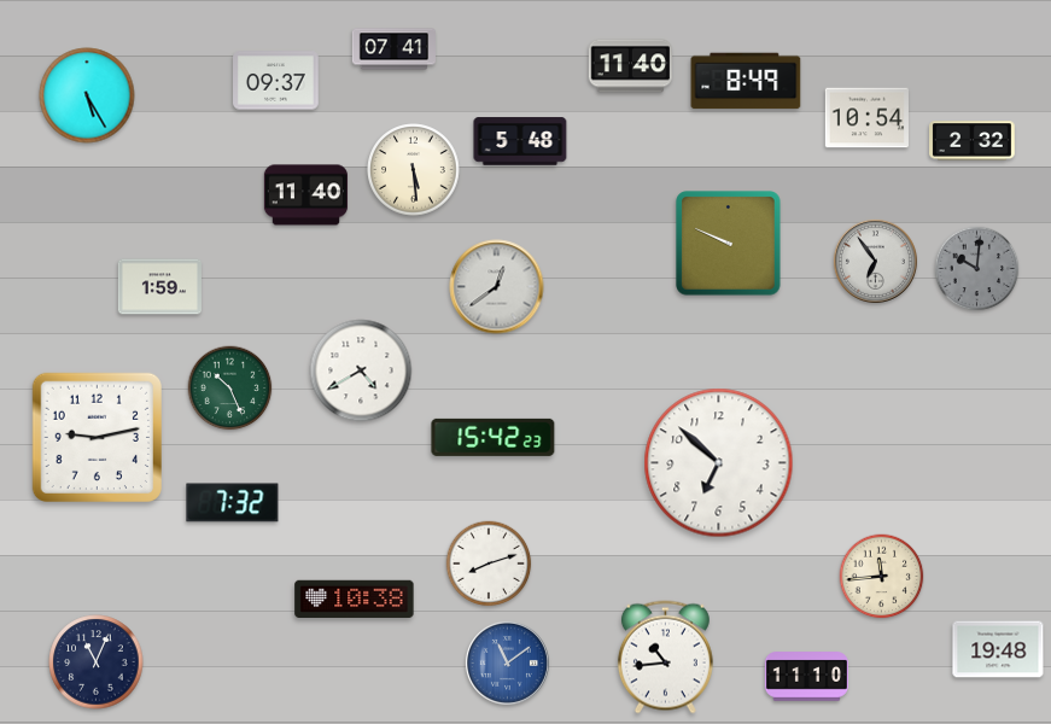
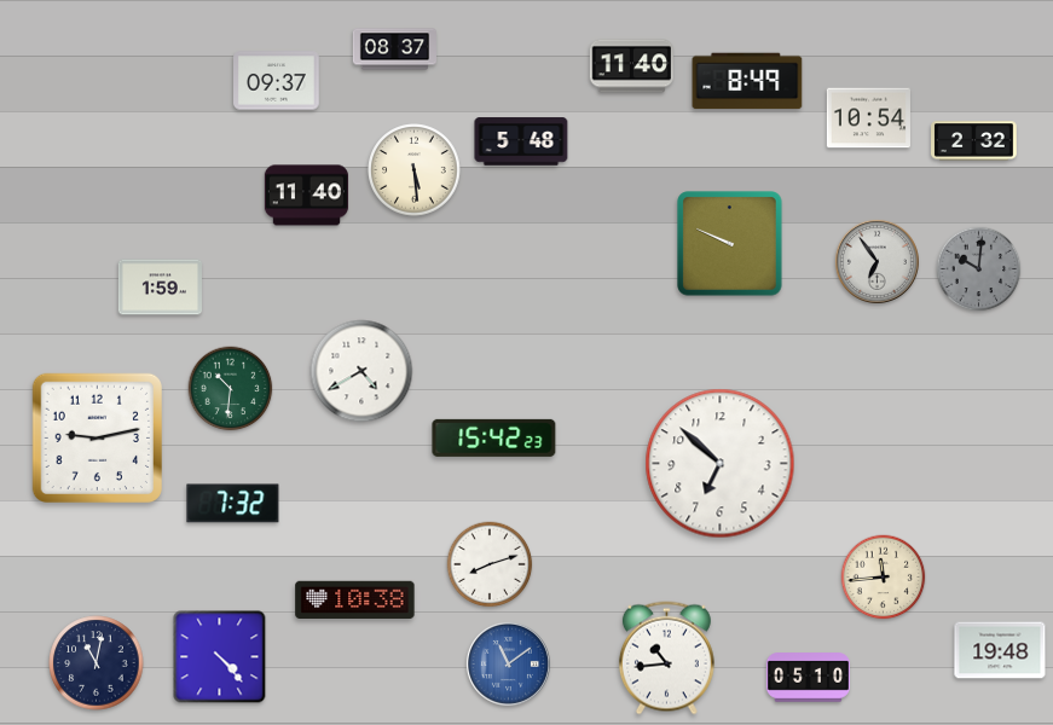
clock at (393, 49): 07:41 -> 08:37
clock at (87, 95): 5:25 -> none
clock at (497, 287): 12:39 -> none
clock at (230, 389): 10:26 -> 10:31
clock at (220, 657): none -> 4:23
clock at (97, 662): 11:04 -> 11:02
clock at (806, 677): 11:10 -> 05:10
